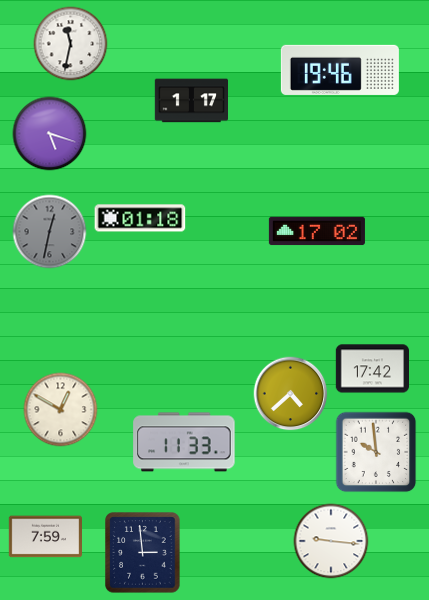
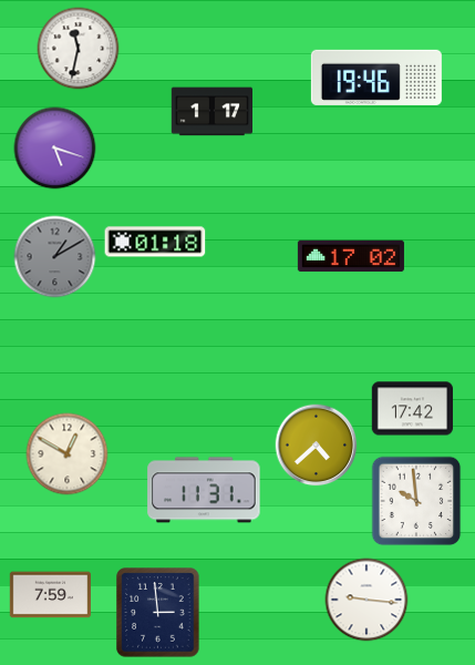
clock at (50, 232): 12:32 -> 1:10
clock at (291, 394) position: (291, 394) -> (317, 446)
clock at (184, 442): 11:33 -> 11:31
